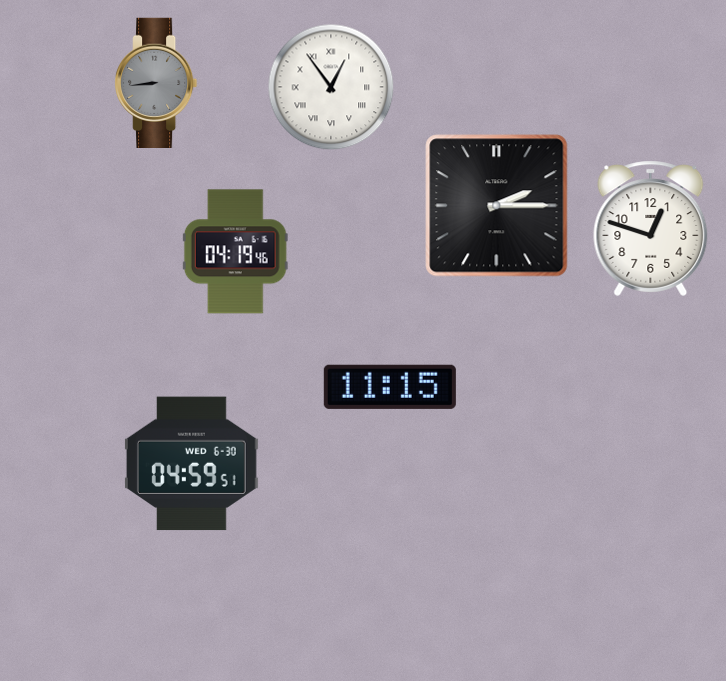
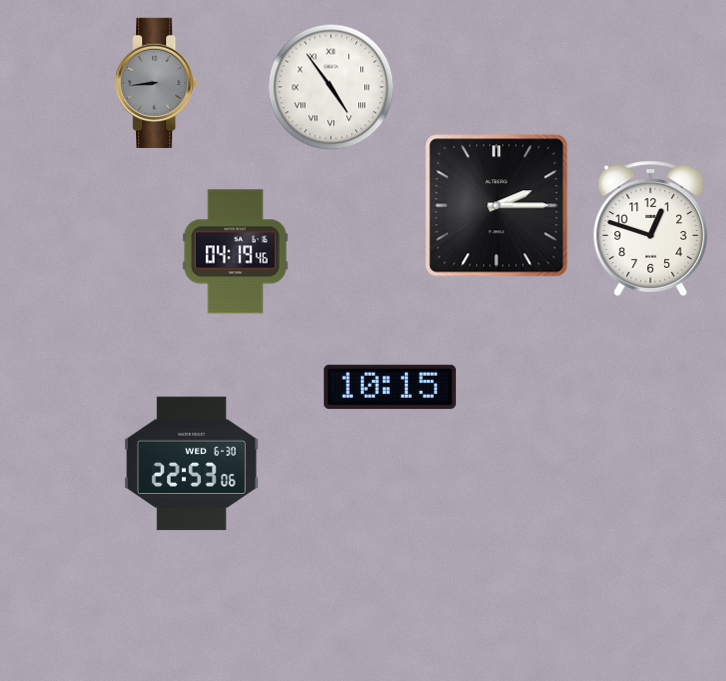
clock at (331, 87): 12:54 -> 4:54
clock at (390, 387): 11:15 -> 10:15
clock at (191, 464): 04:59 -> 22:53
